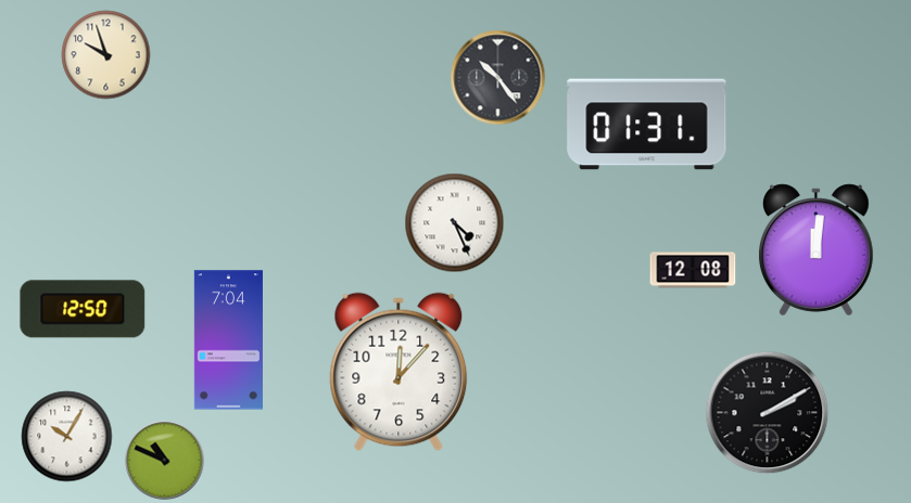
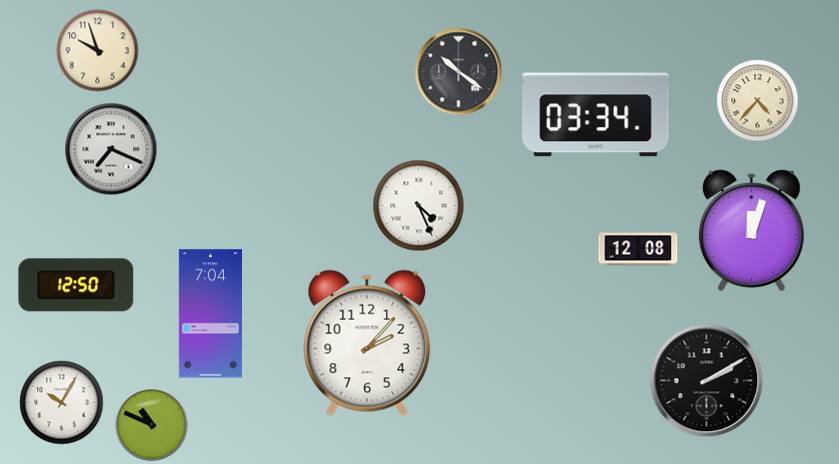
clock at (498, 78): 10:24 -> 10:21
clock at (758, 101): none -> 4:37
clock at (647, 125): 01:31 -> 03:34
clock at (111, 149): none -> 7:19
clock at (815, 250): 12:01 -> 12:03
clock at (398, 372): 12:07 -> 2:07
